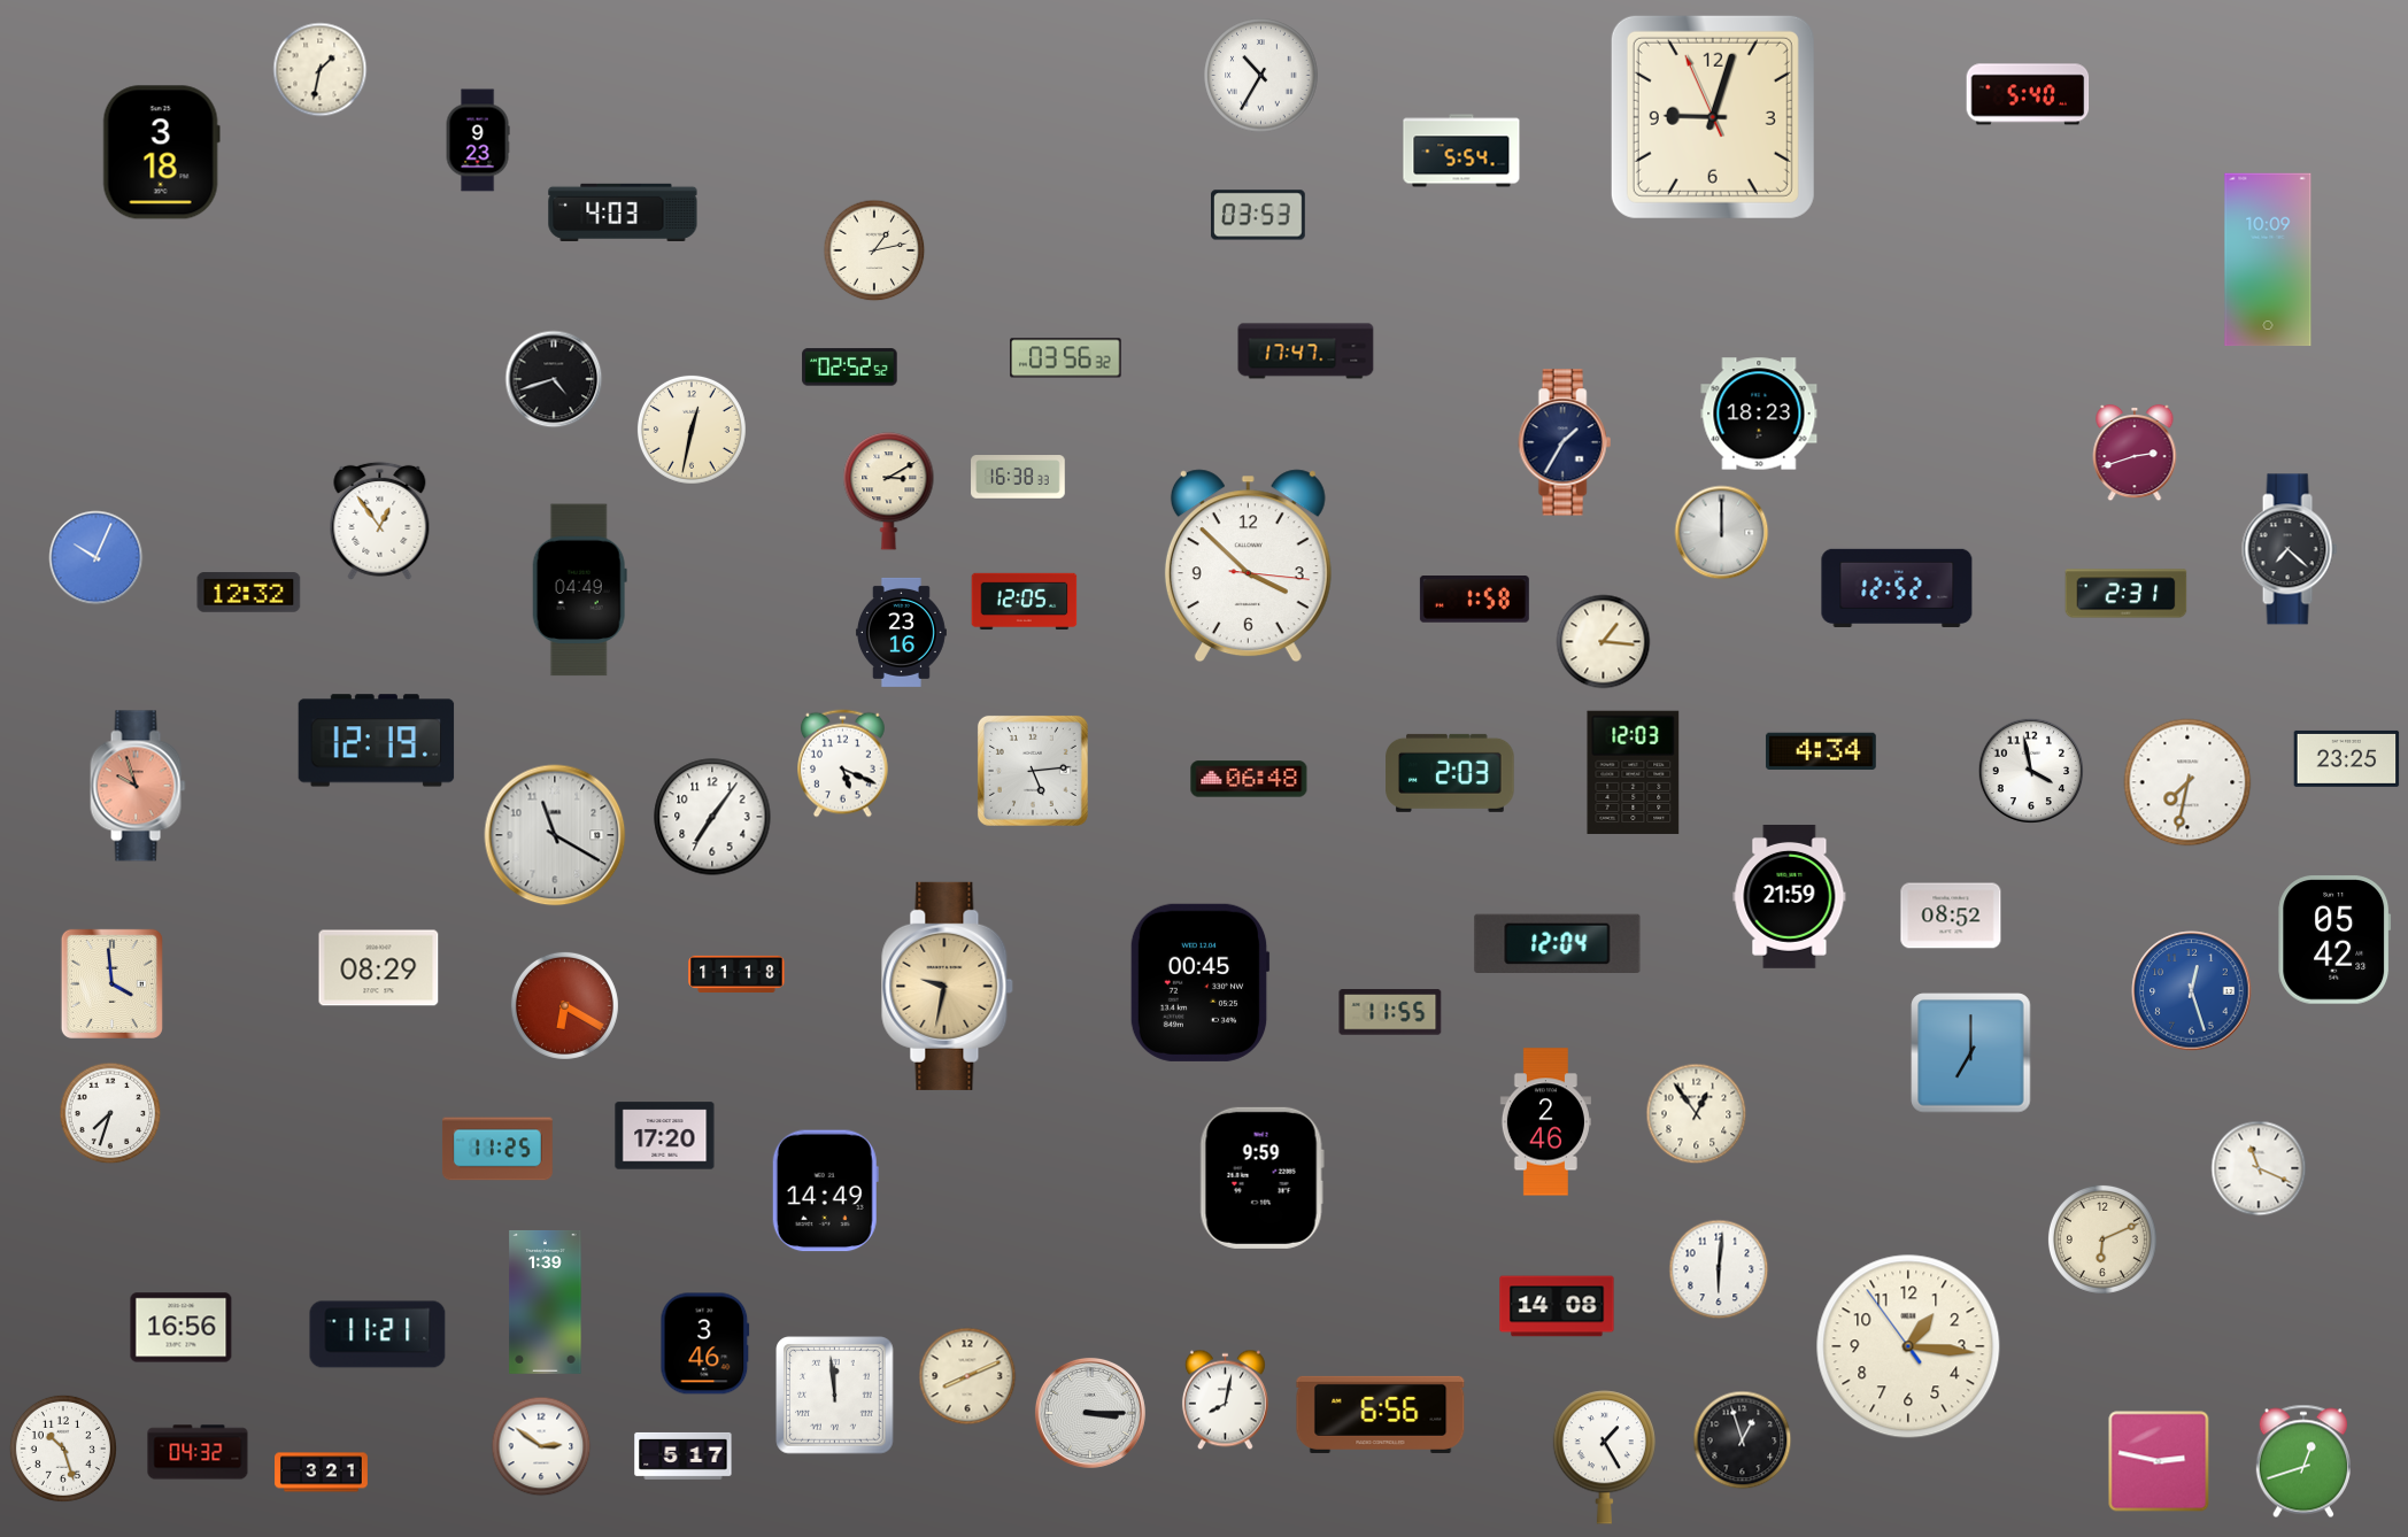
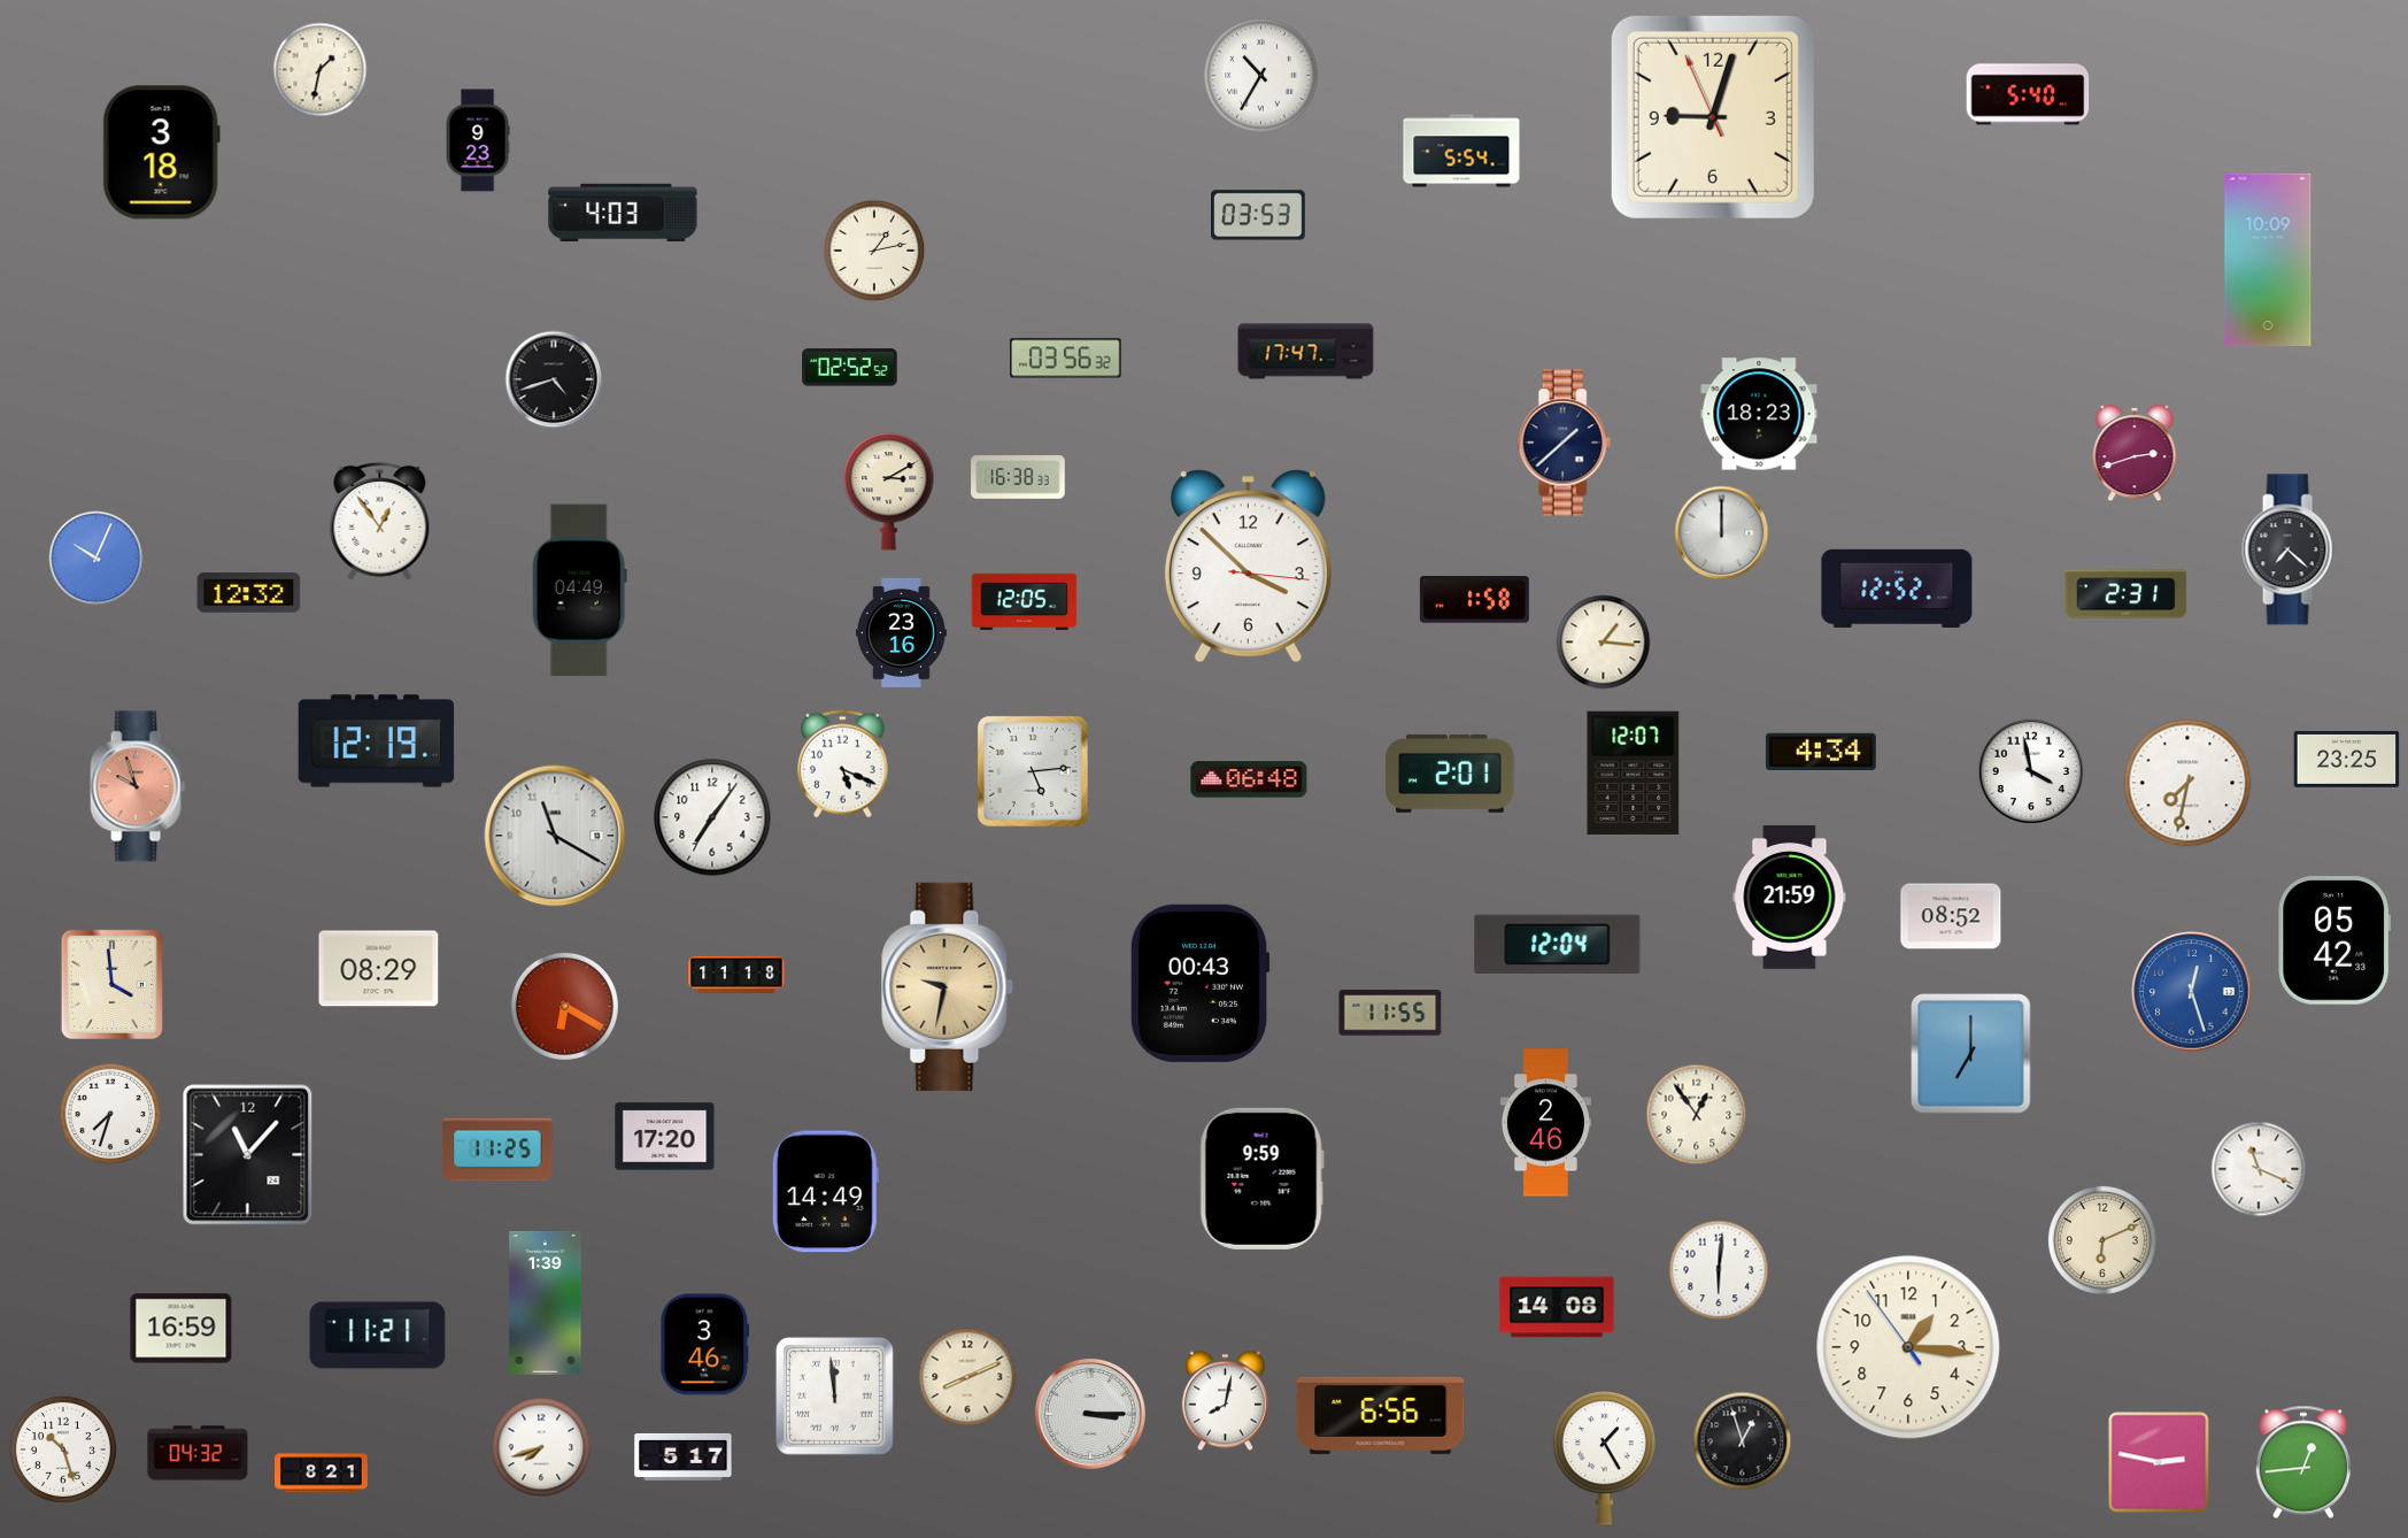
clock at (692, 430): 12:32 -> none
clock at (1565, 442): 1:35 -> 1:38
clock at (1634, 772): 12:03 -> 12:07
clock at (1450, 773): 2:03 -> 2:01
clock at (1199, 982): 00:45 -> 00:43
clock at (248, 1155): none -> 11:07
clock at (182, 1328): 16:56 -> 16:59
clock at (541, 1446): 2:51 -> 7:42
clock at (2303, 1461): 12:42 -> 12:44
clock at (322, 1473): 3:21 -> 8:21
